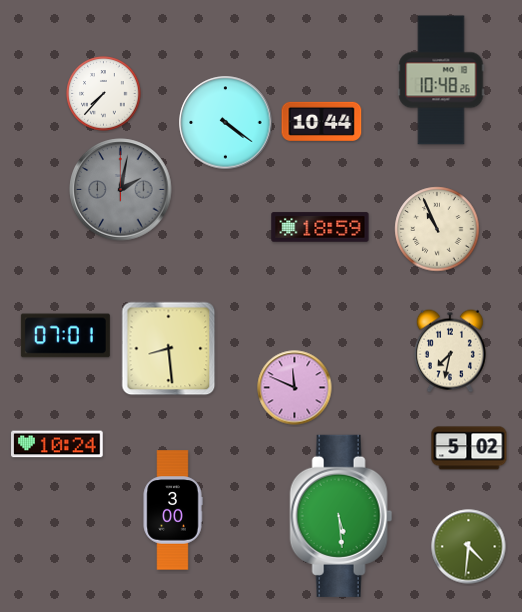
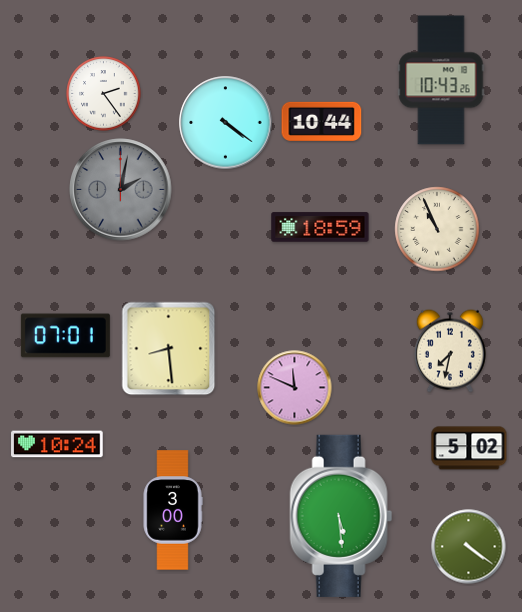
clock at (441, 80): 10:48 -> 10:43
clock at (104, 94): 7:37 -> 2:24
clock at (469, 547): 4:31 -> 4:21
